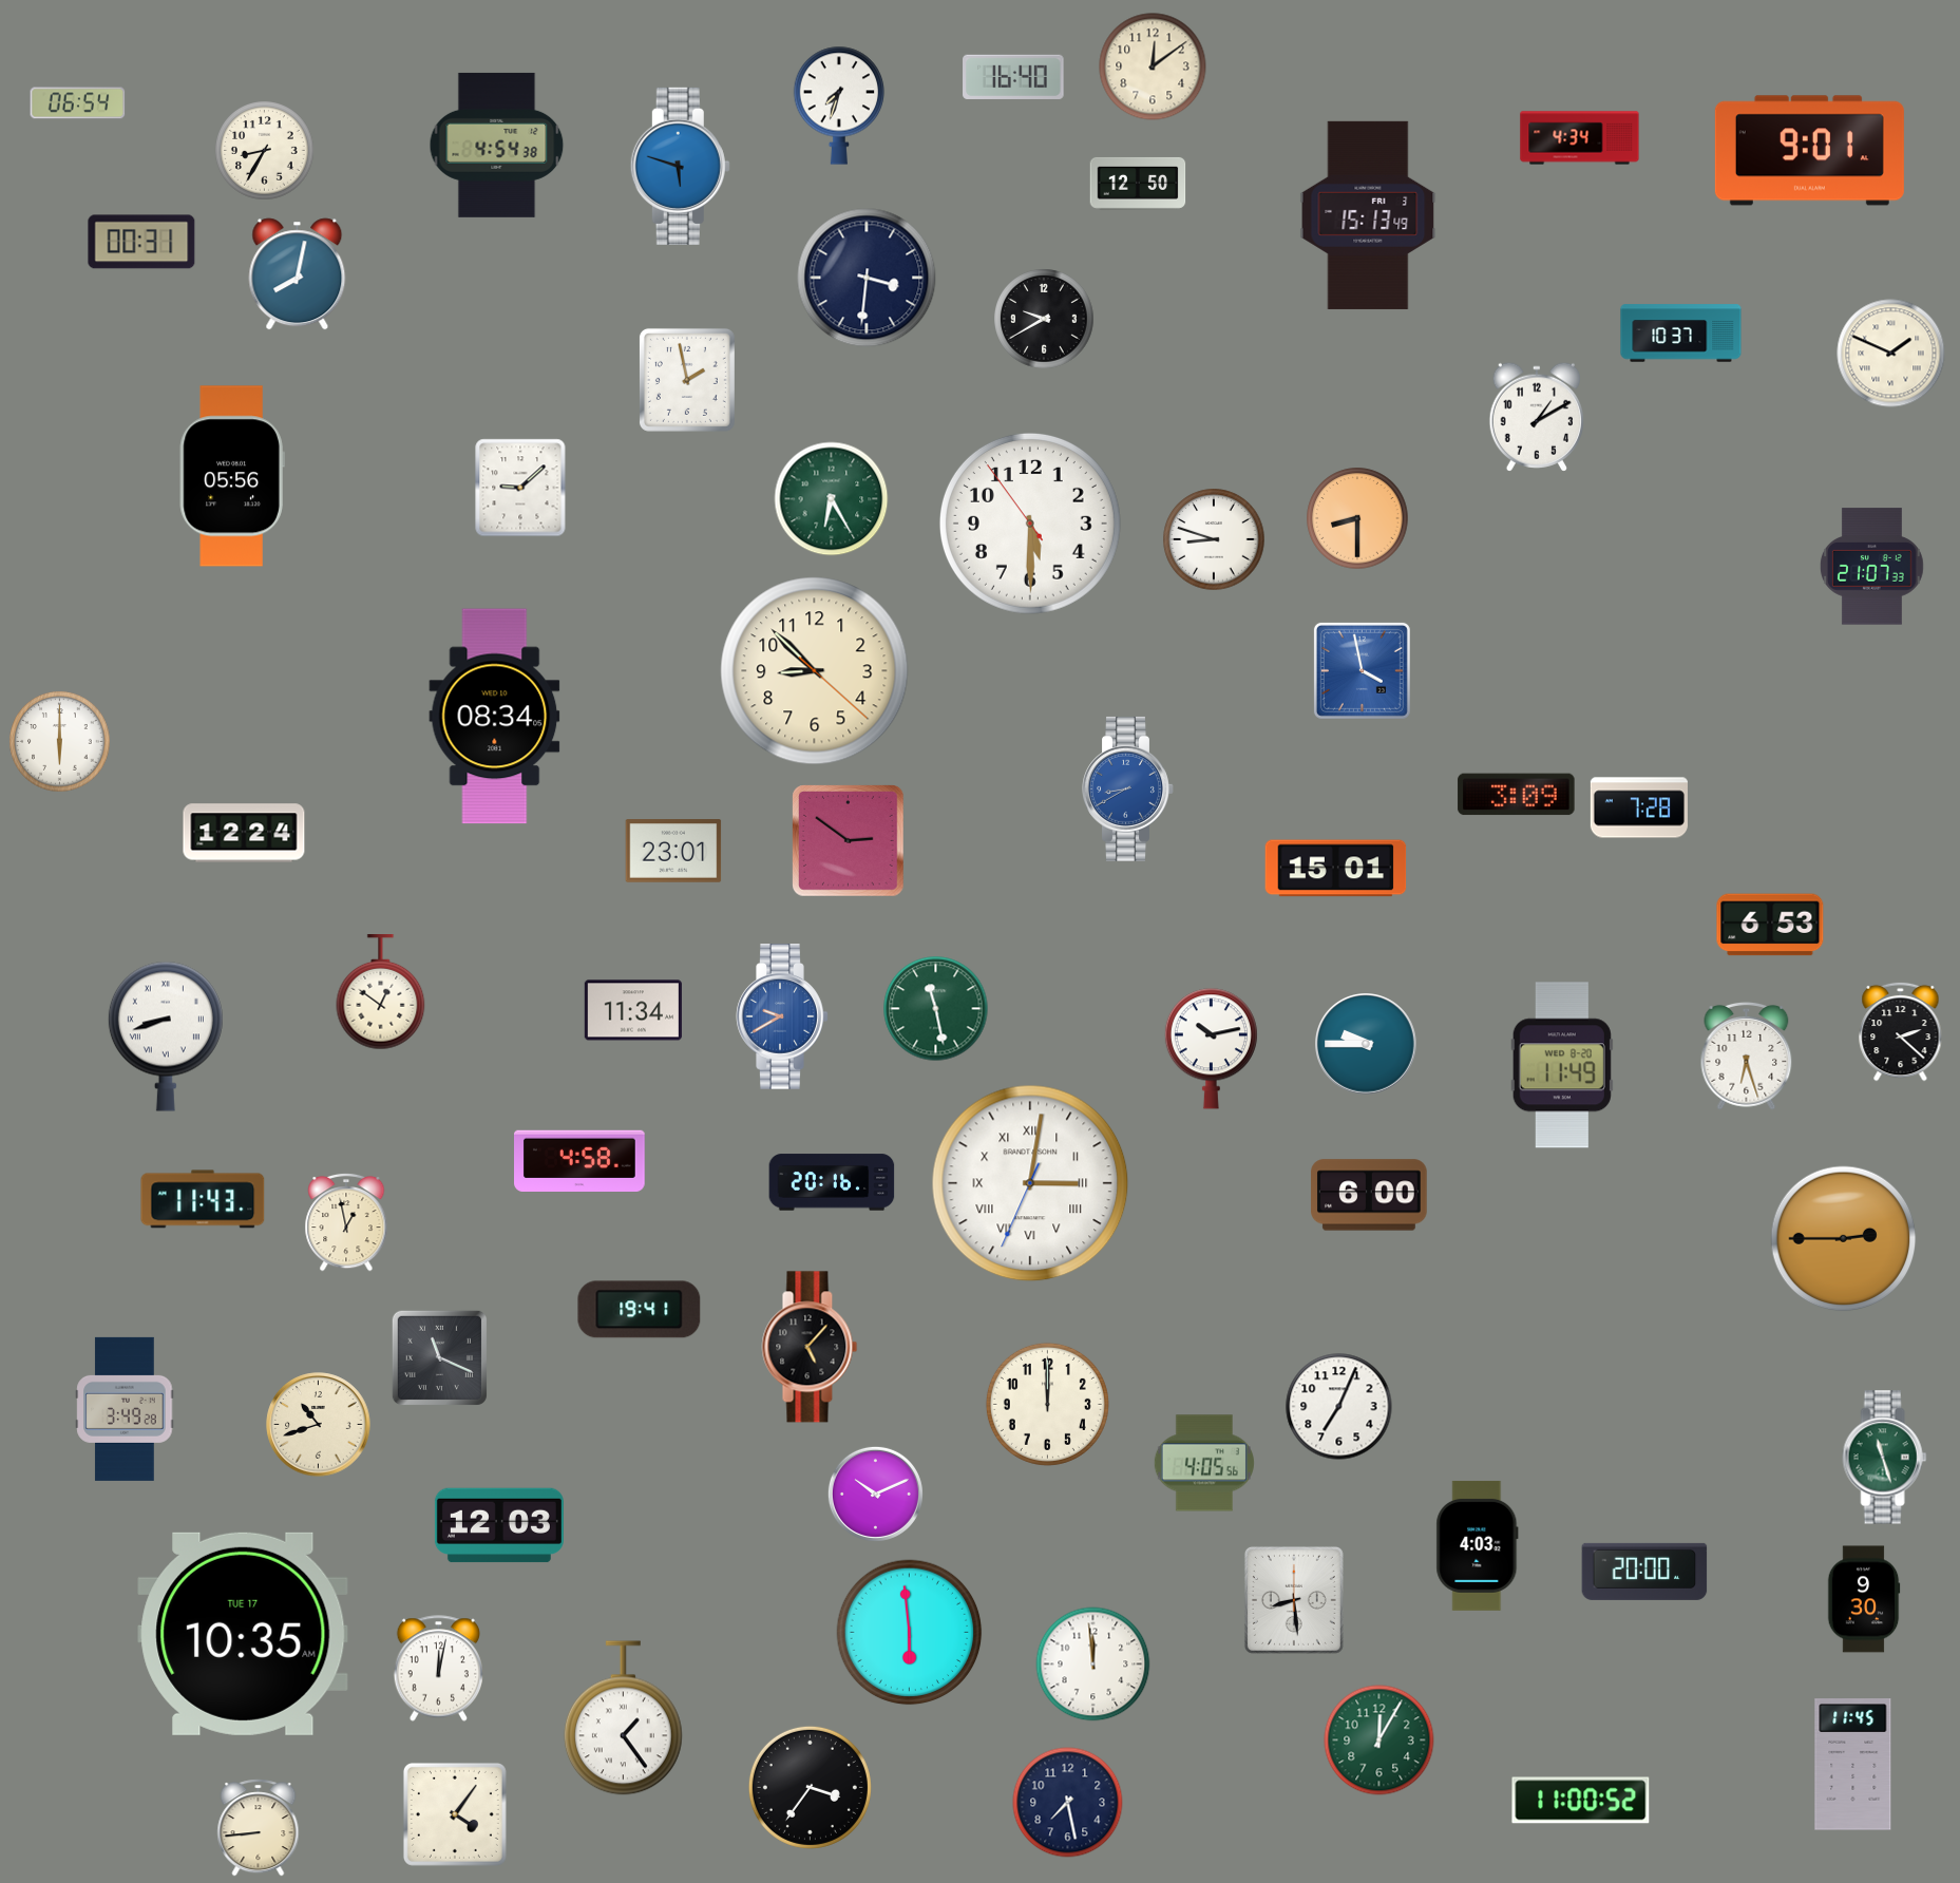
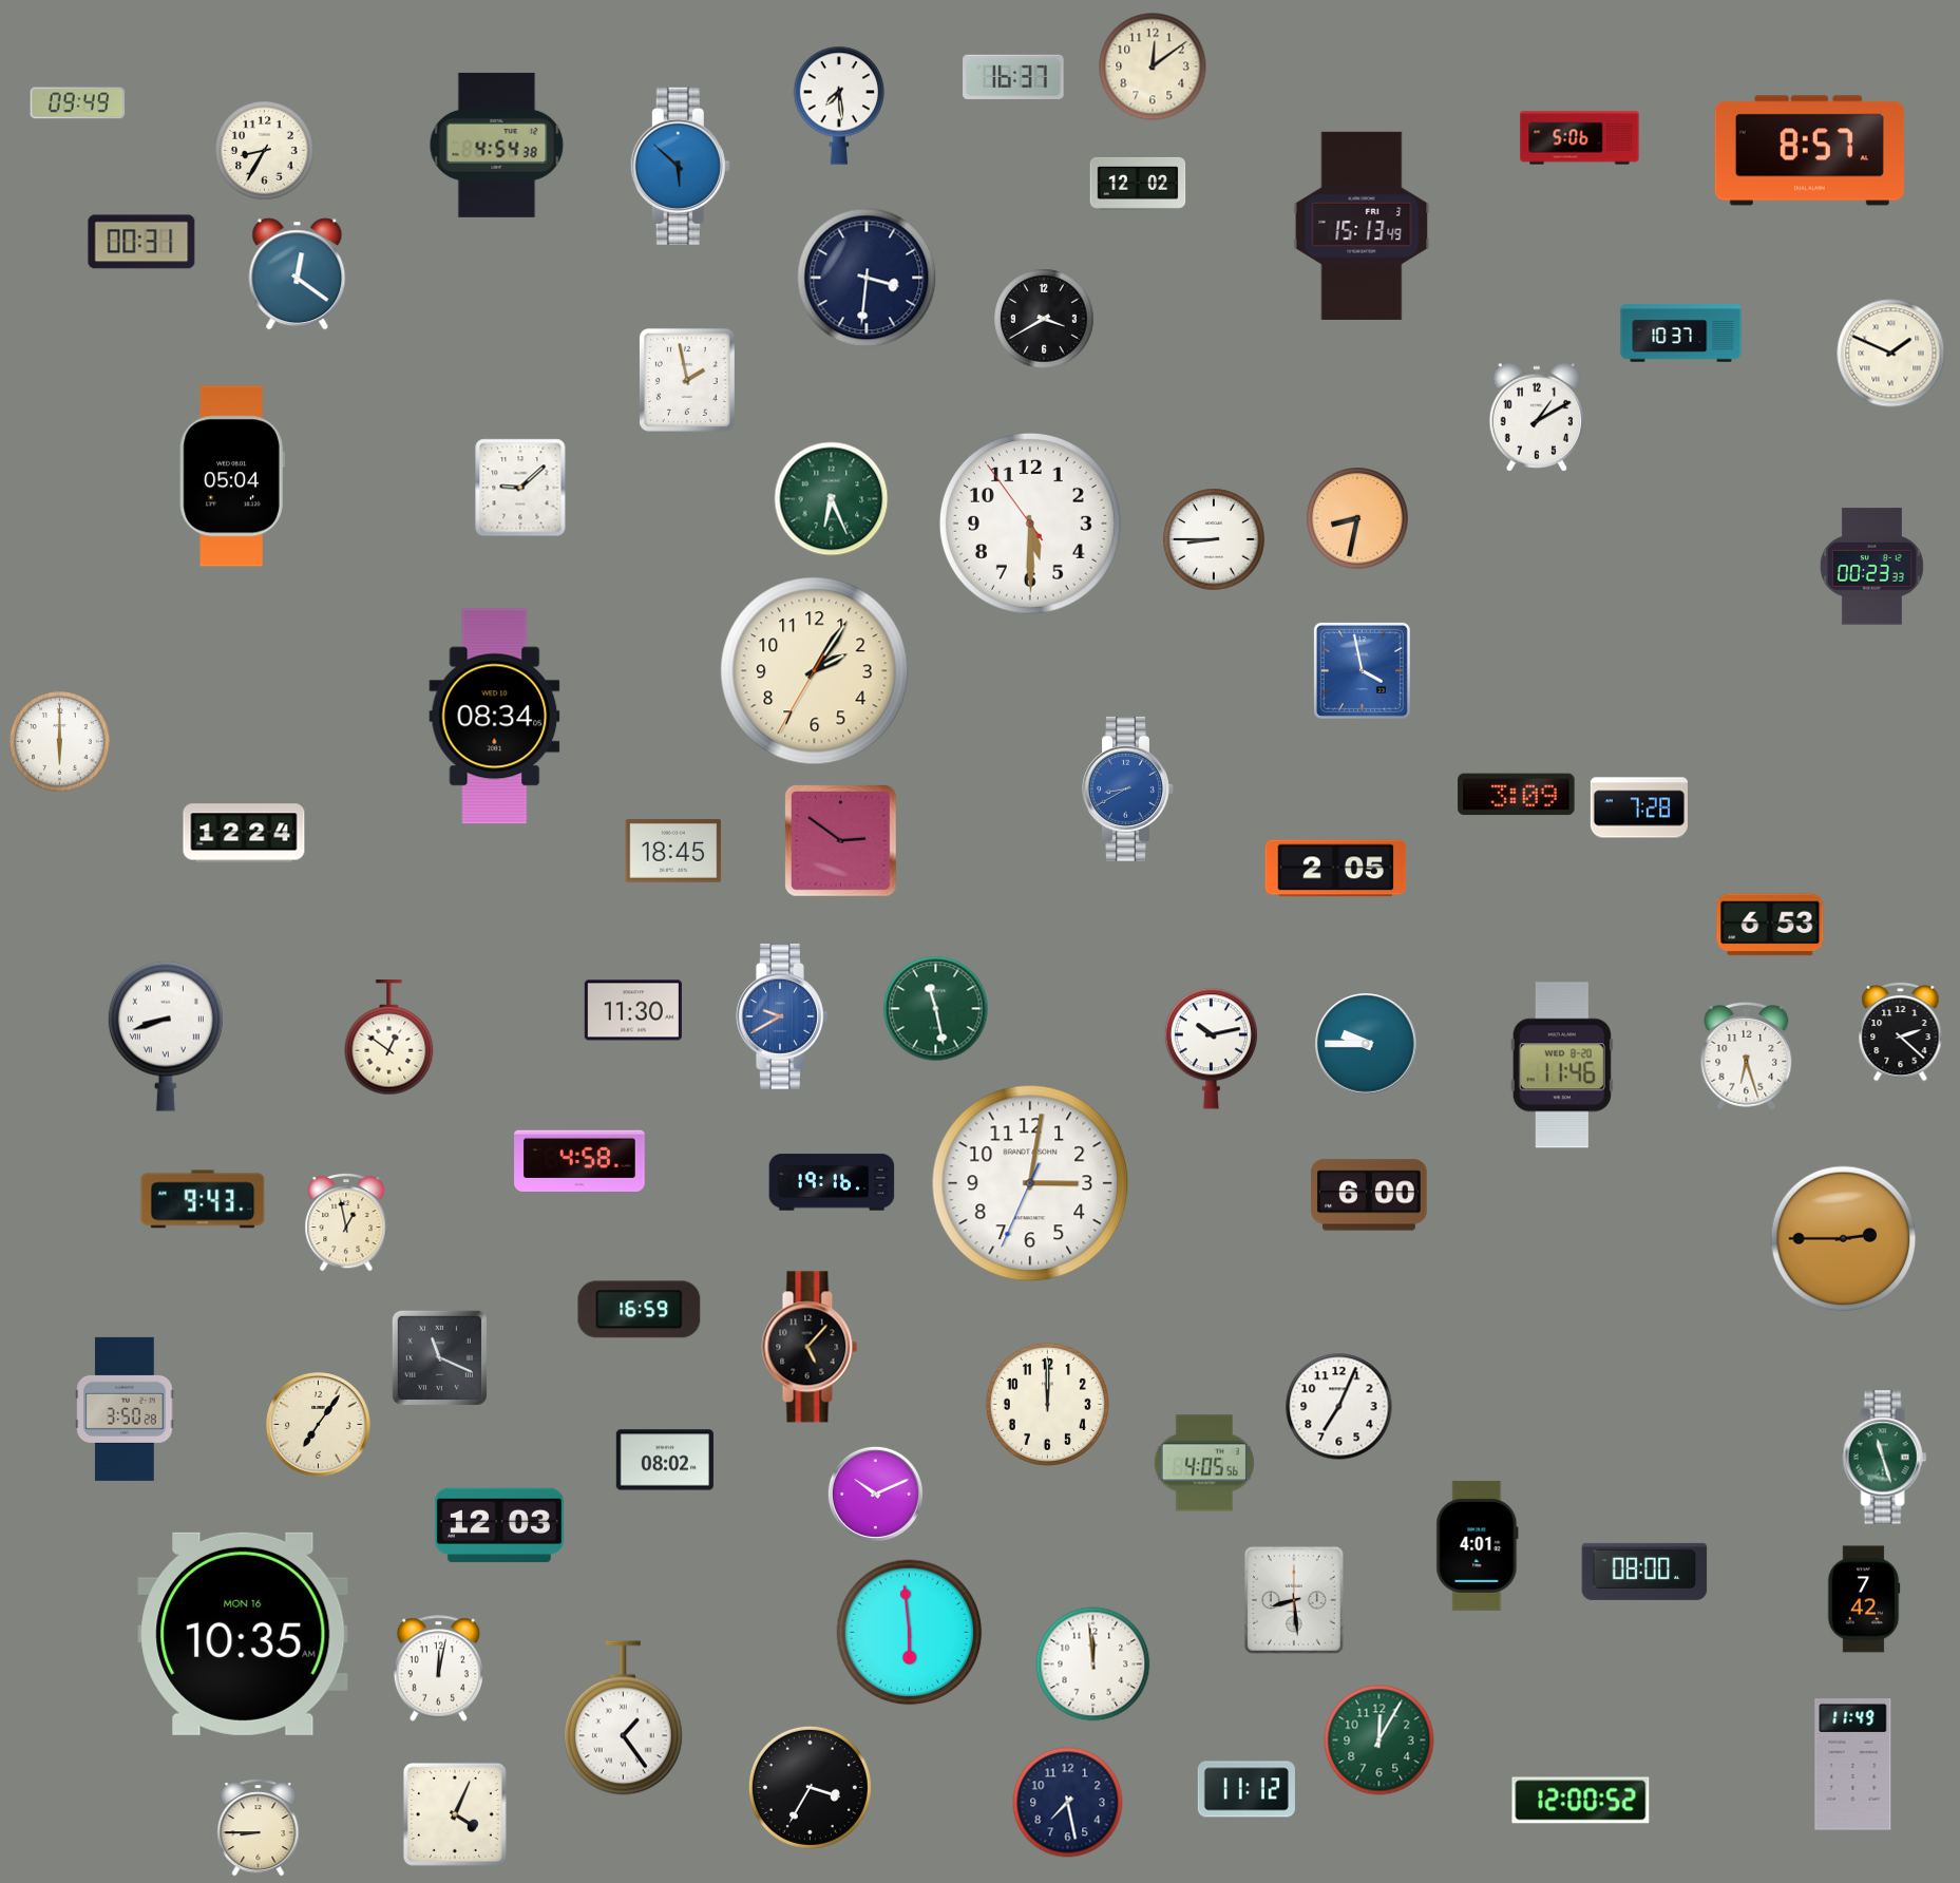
clock at (1013, 77): 16:40 -> 16:37
clock at (78, 103): 06:54 -> 09:49
clock at (839, 106): 7:33 -> 7:29
clock at (1580, 138): 4:34 -> 5:06
clock at (1809, 151): 9:01 -> 8:57
clock at (680, 166): 5:48 -> 5:52
clock at (1138, 184): 12:50 -> 12:02
clock at (1368, 215) position: (1368, 215) -> (1362, 226)
clock at (298, 274): 8:02 -> 12:21
clock at (1044, 319): 9:40 -> 3:40
clock at (232, 476): 05:56 -> 05:04
clock at (832, 499): 6:25 -> 6:26
clock at (1357, 518): 8:30 -> 8:32
clock at (1214, 539): 8:48 -> 8:45
clock at (1871, 567): 21:07 -> 00:23
clock at (815, 671): 8:52 -> 2:05
clock at (849, 841) position: (849, 841) -> (841, 841)
clock at (673, 851): 23:01 -> 18:45
clock at (1336, 869): 15:01 -> 2:05
clock at (381, 993) position: (381, 993) -> (389, 1039)
clock at (633, 1010): 11:34 -> 11:30
clock at (1562, 1065): 11:49 -> 11:46
clock at (832, 1182): 20:16 -> 19:16
clock at (1030, 1183) numerals: Roman -> Arabic
clock at (203, 1199): 11:43 -> 9:43
clock at (640, 1310): 19:41 -> 16:59
clock at (125, 1409): 3:49 -> 3:50
clock at (319, 1425): 10:42 -> 7:06
clock at (665, 1460): none -> 08:02
clock at (1478, 1545): 4:03 -> 4:01
clock at (1644, 1572): 20:00 -> 08:00
clock at (1864, 1599): 9:30 -> 7:42
clock at (243, 1634) date: TUE 17 -> MON 16
clock at (1853, 1765): 11:45 -> 11:49
clock at (810, 1787): 3:36 -> 3:35
clock at (1247, 1789): none -> 11:12
clock at (1581, 1801): 11:00 -> 12:00
clock at (455, 1814): 4:06 -> 4:04
clock at (259, 1828): 8:44 -> 8:45
